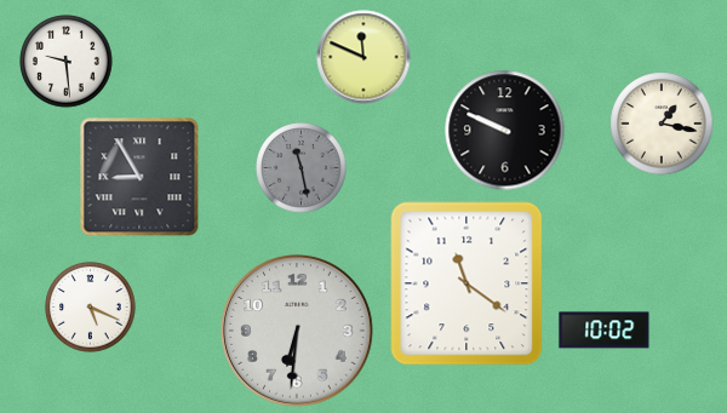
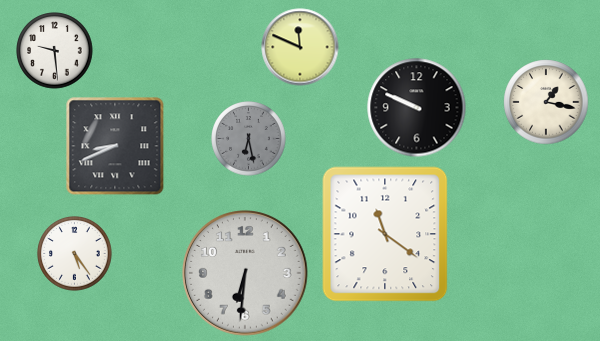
clock at (302, 168): 11:28 -> 6:28
clock at (139, 177): 8:55 -> 8:41
clock at (91, 308): 5:19 -> 5:24
clock at (605, 331): 10:02 -> none
